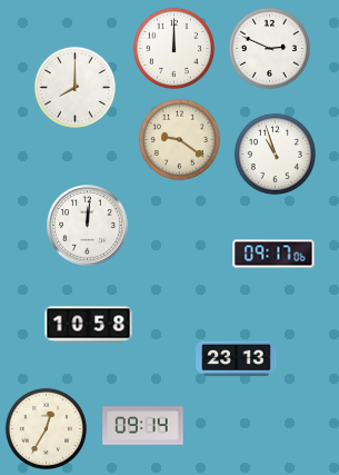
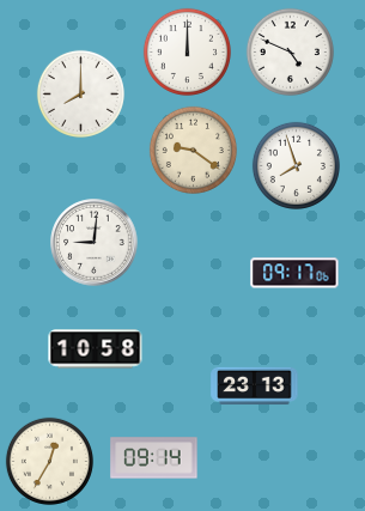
clock at (269, 48): 2:49 -> 4:49
clock at (275, 154): 10:57 -> 7:57
clock at (88, 226): 12:01 -> 9:01
